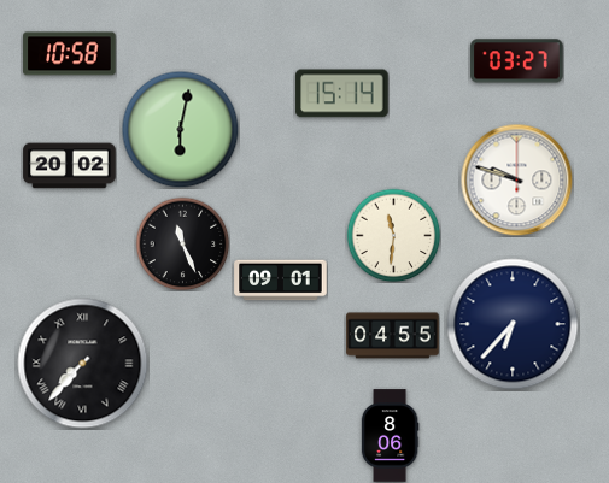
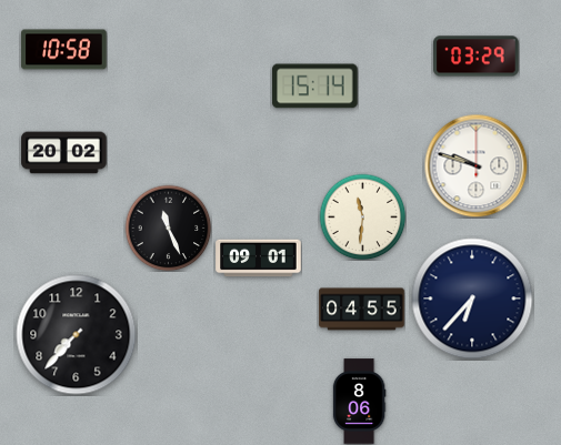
clock at (517, 61): 03:27 -> 03:29
clock at (180, 129): 6:02 -> none
clock at (182, 243) position: (182, 243) -> (168, 227)
clock at (83, 364) numerals: Roman -> Arabic
